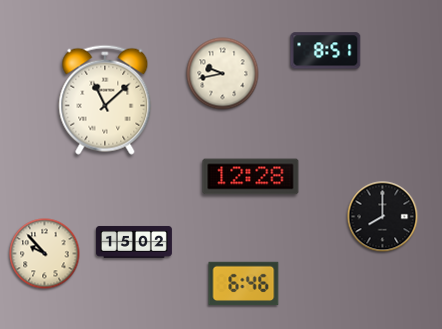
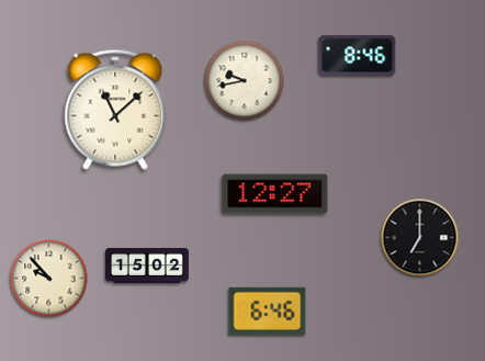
clock at (326, 51): 8:51 -> 8:46
clock at (251, 177): 12:28 -> 12:27
clock at (383, 217): 8:00 -> 7:00
